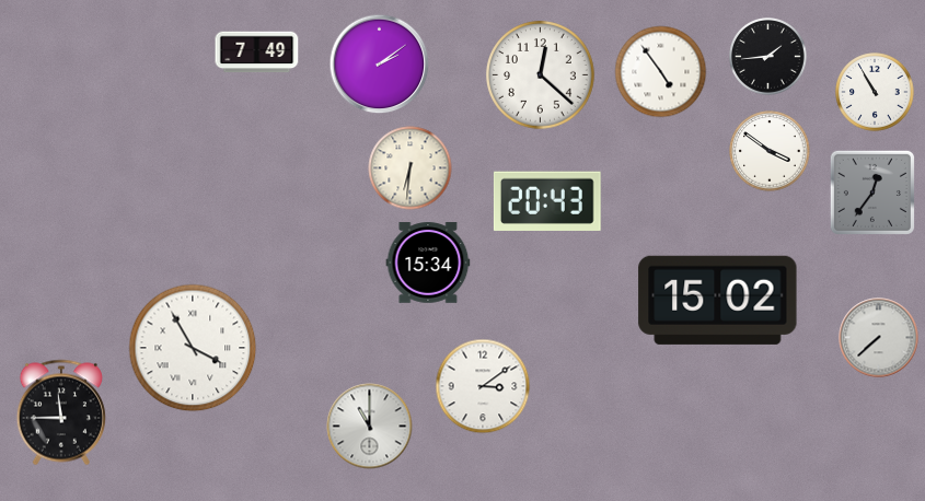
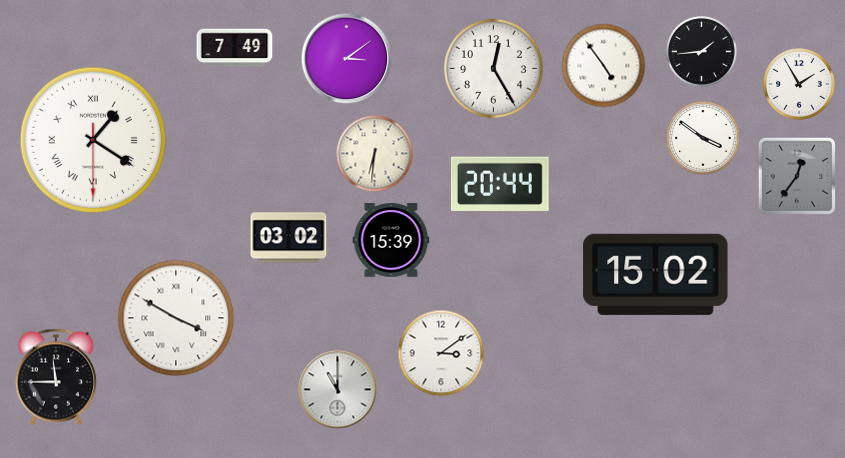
clock at (380, 65): 2:09 -> 3:09
clock at (541, 75): 12:22 -> 12:25
clock at (875, 92): 10:55 -> 1:55
clock at (93, 140): none -> 1:20
clock at (547, 201): 20:43 -> 20:44
clock at (289, 238): none -> 03:02
clock at (428, 263): 15:34 -> 15:39
clock at (879, 338): 7:38 -> none
clock at (193, 348): 3:55 -> 3:50
